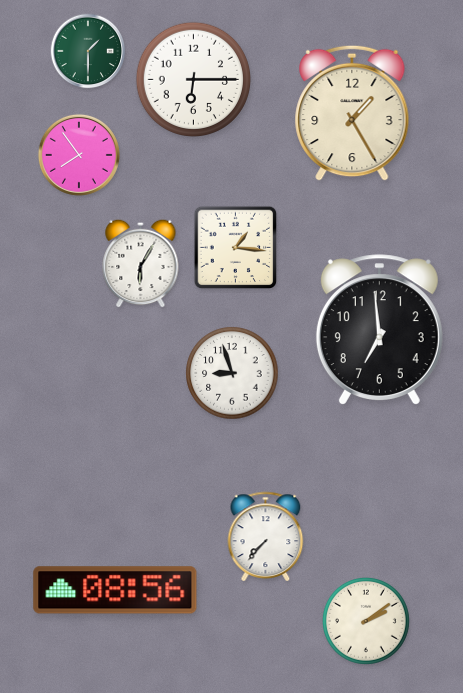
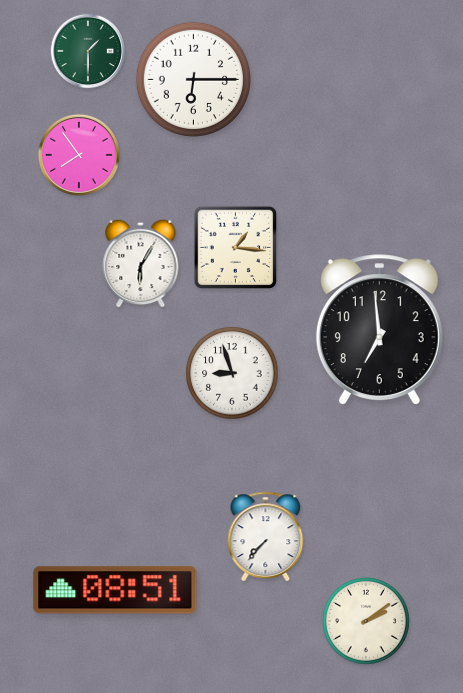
clock at (352, 113): 1:25 -> none
clock at (115, 590): 08:56 -> 08:51
